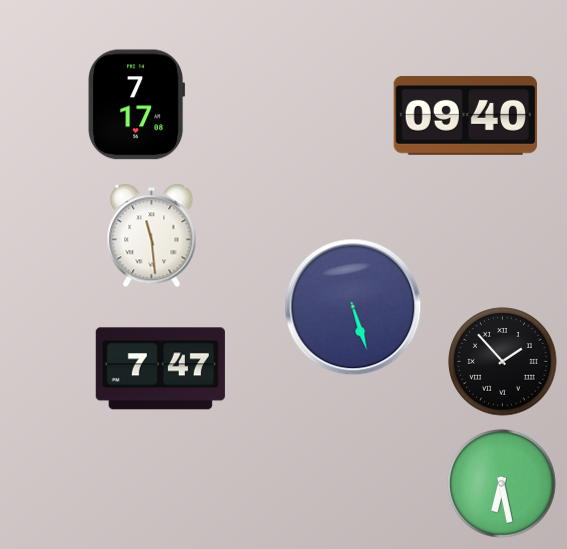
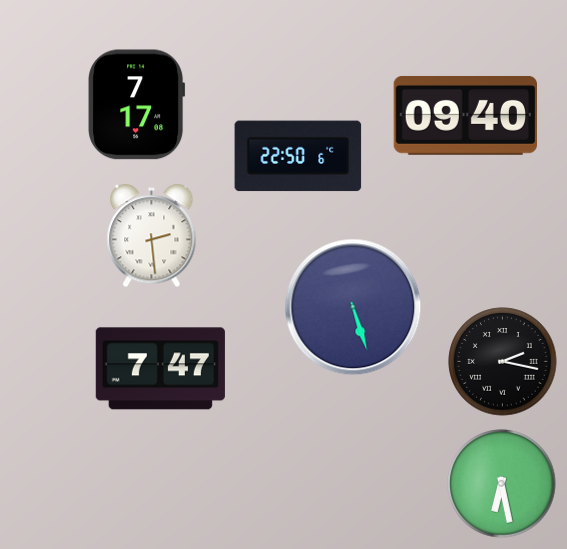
clock at (298, 156): none -> 22:50
clock at (152, 236): 11:29 -> 2:29
clock at (503, 362): 1:53 -> 2:17
